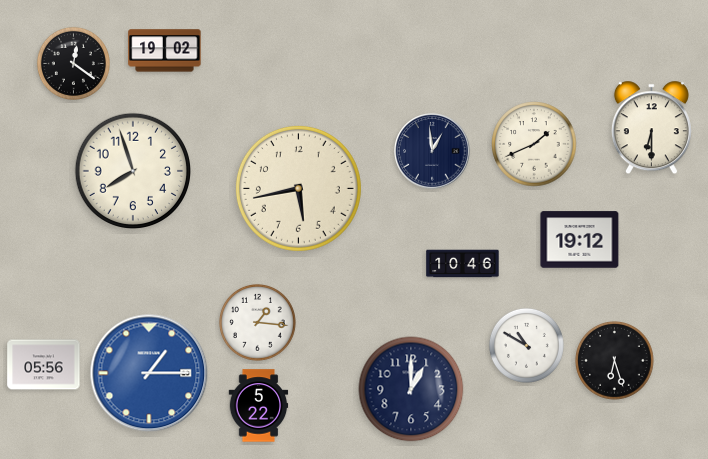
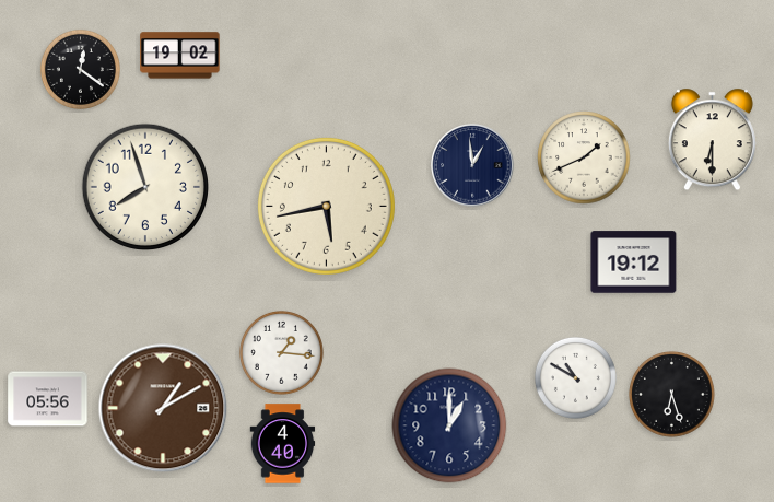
clock at (463, 264): 10:46 -> none
clock at (149, 373): 1:15 -> 1:10
clock at (149, 373) dial: blue -> brown
clock at (259, 406): 5:22 -> 4:40
